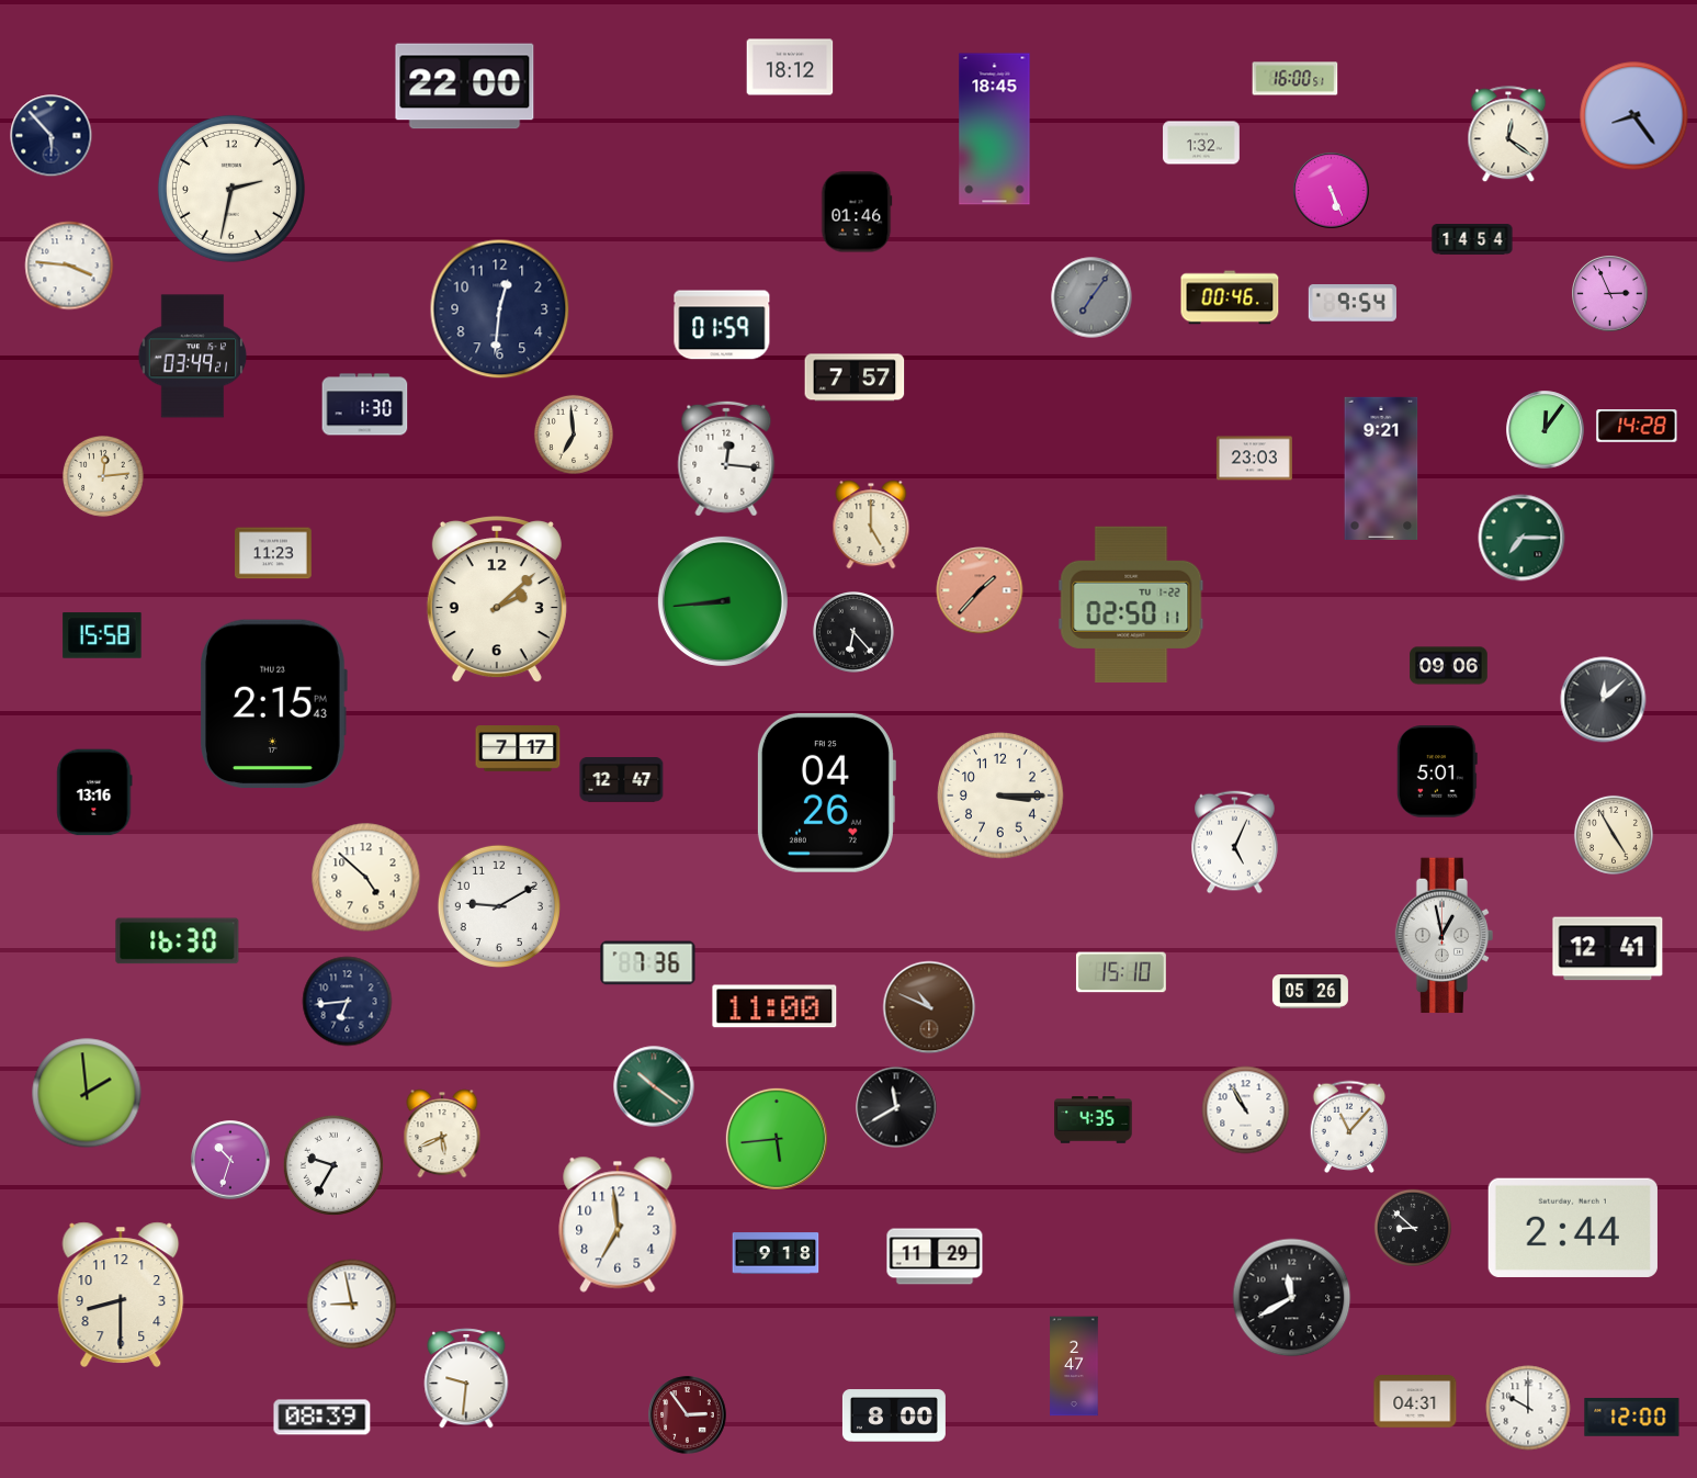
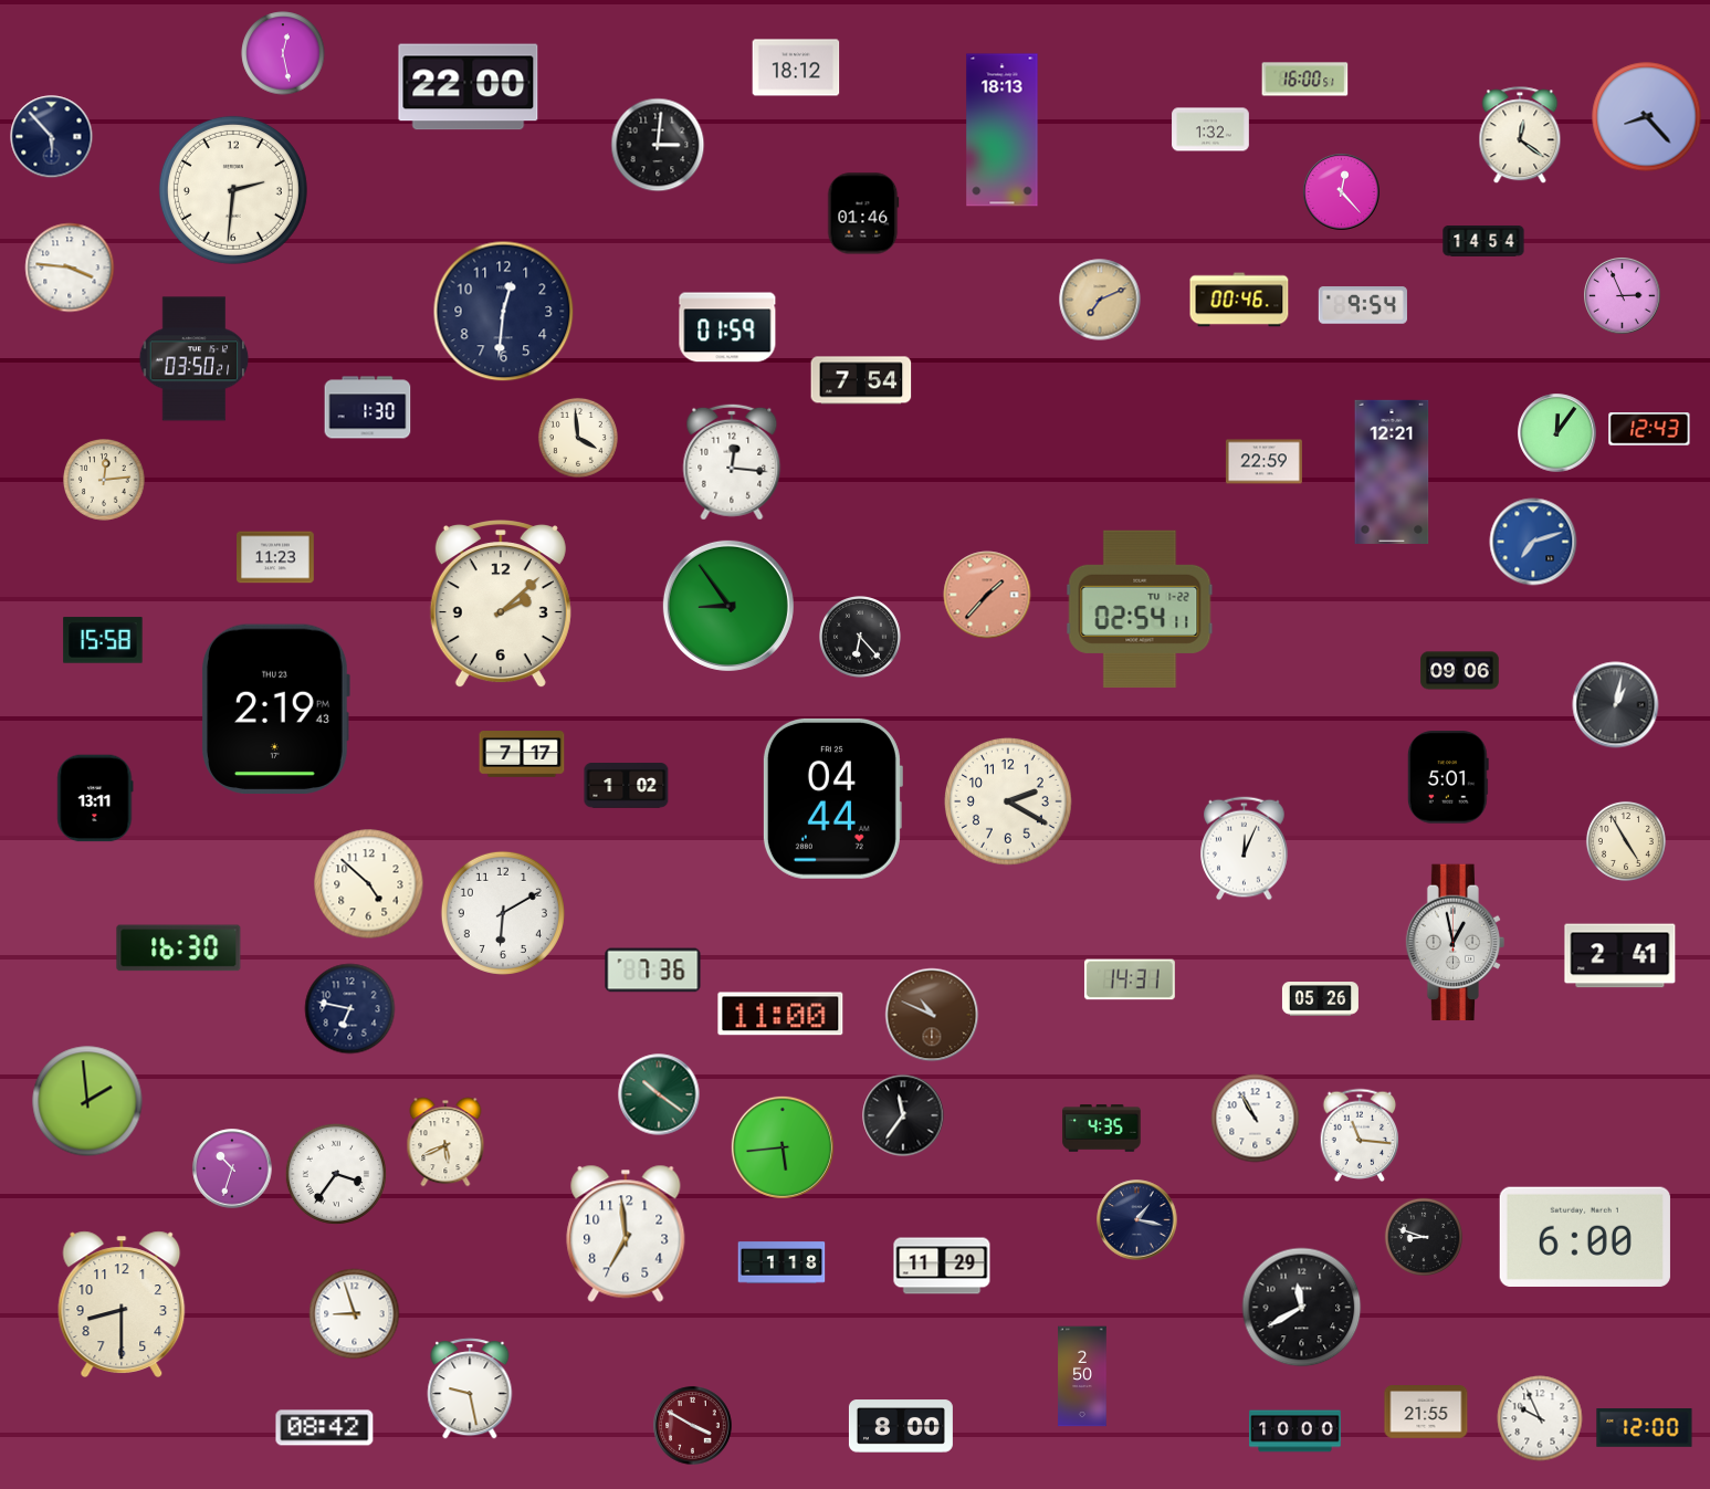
clock at (283, 53): none -> 12:28
clock at (1634, 116): 8:24 -> 8:23
clock at (995, 129): 18:45 -> 18:13
clock at (1201, 143) position: (1201, 143) -> (1210, 129)
clock at (658, 145): none -> 3:01
clock at (231, 189): 2:32 -> 2:31
clock at (1332, 191): 5:26 -> 12:23
clock at (1091, 297): 7:06 -> 7:11
clock at (1091, 297) dial: grey -> champagne
clock at (193, 357): 03:49 -> 03:50
clock at (855, 377): 7:57 -> 7:54
clock at (1637, 426): 14:28 -> 12:43
clock at (574, 435): 6:59 -> 3:59
clock at (1254, 459): 23:03 -> 22:59
clock at (1381, 469): 9:21 -> 12:21
clock at (871, 524): 5:00 -> none
clock at (1521, 538): 7:15 -> 7:12
clock at (1521, 538) dial: green -> blue
clock at (723, 601): 8:44 -> 8:54
clock at (1131, 605): 02:50 -> 02:54
clock at (1604, 700): 12:08 -> 1:02
clock at (273, 704): 2:15 -> 2:19
clock at (622, 780): 12:47 -> 1:02
clock at (94, 792): 13:16 -> 13:11
clock at (826, 792): 04:26 -> 04:44
clock at (1002, 797): 3:15 -> 2:20
clock at (1235, 843): 5:04 -> 12:04
clock at (499, 906): 9:10 -> 6:10
clock at (1608, 949): 12:41 -> 2:41
clock at (1121, 972): 15:10 -> 14:31
clock at (348, 1002): 6:44 -> 6:47
clock at (929, 1007) position: (929, 1007) -> (932, 1015)
clock at (896, 1107): 11:40 -> 11:36
clock at (1349, 1127): 11:07 -> 11:16
clock at (333, 1165): 9:35 -> 3:36
clock at (1137, 1220): none -> 1:17
clock at (618, 1225) position: (618, 1225) -> (626, 1234)
clock at (1412, 1227): 8:52 -> 8:48
clock at (1573, 1228): 2:44 -> 6:00
clock at (776, 1253): 9:18 -> 1:18
clock at (352, 1305): 8:58 -> 8:57
clock at (1074, 1366): 2:47 -> 2:50
clock at (466, 1378): 9:31 -> 9:28
clock at (1415, 1402): 04:31 -> 21:55
clock at (1528, 1408): 10:00 -> 9:56
clock at (688, 1415): 2:54 -> 3:50
clock at (323, 1418): 08:39 -> 08:42
clock at (1295, 1432): none -> 10:00
